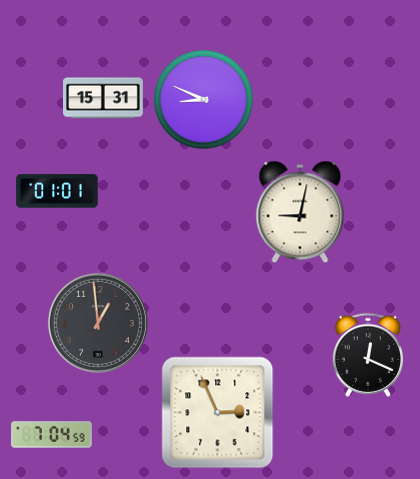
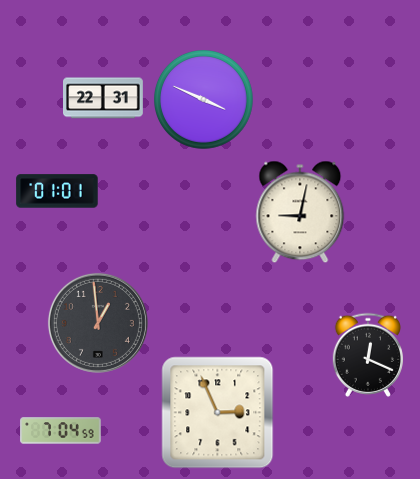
clock at (104, 98): 15:31 -> 22:31
clock at (204, 100): 8:49 -> 3:49
clock at (52, 435) position: (52, 435) -> (61, 431)
